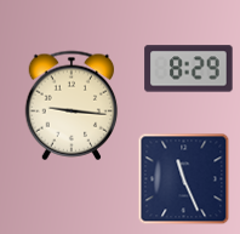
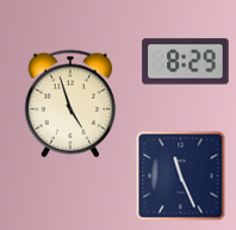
clock at (189, 69) position: (189, 69) -> (186, 62)
clock at (72, 105): 9:16 -> 4:57
